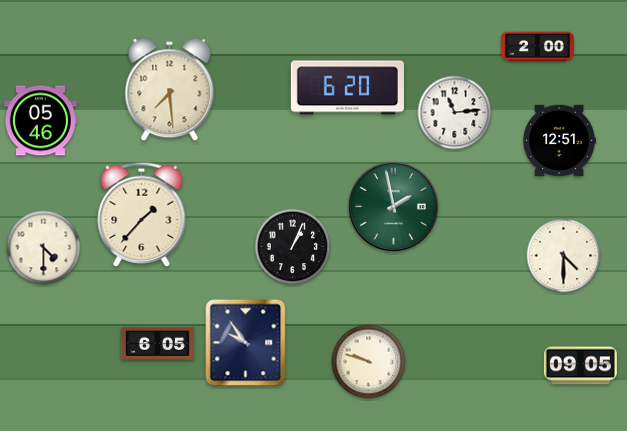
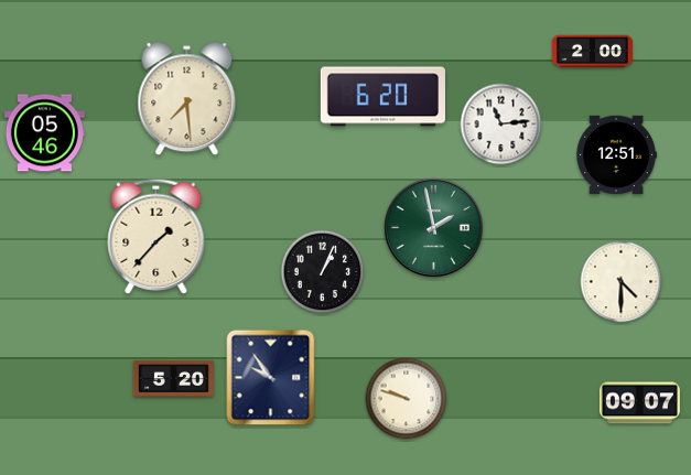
clock at (44, 248): 4:30 -> none
clock at (157, 343): 6:05 -> 5:20
clock at (580, 366): 09:05 -> 09:07
